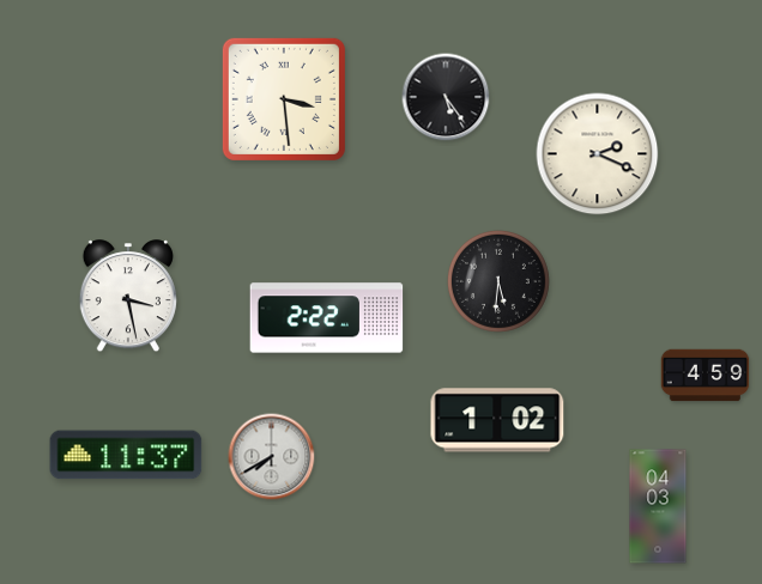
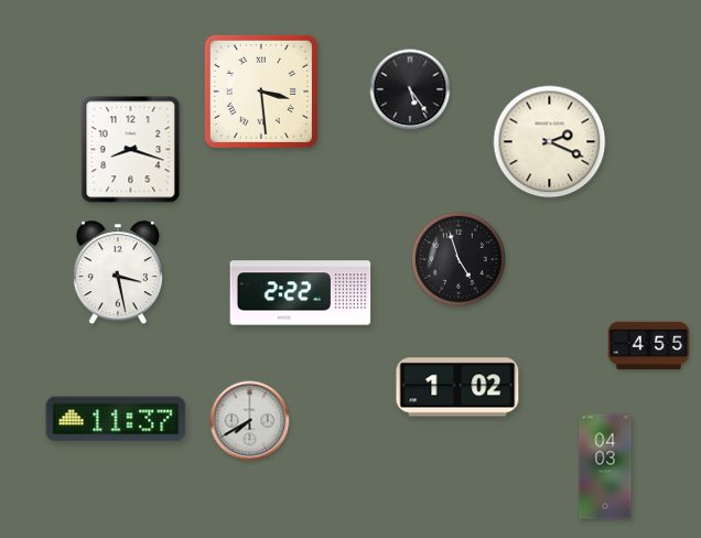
clock at (131, 150): none -> 8:18
clock at (498, 281): 5:31 -> 4:57
clock at (706, 376): 4:59 -> 4:55
